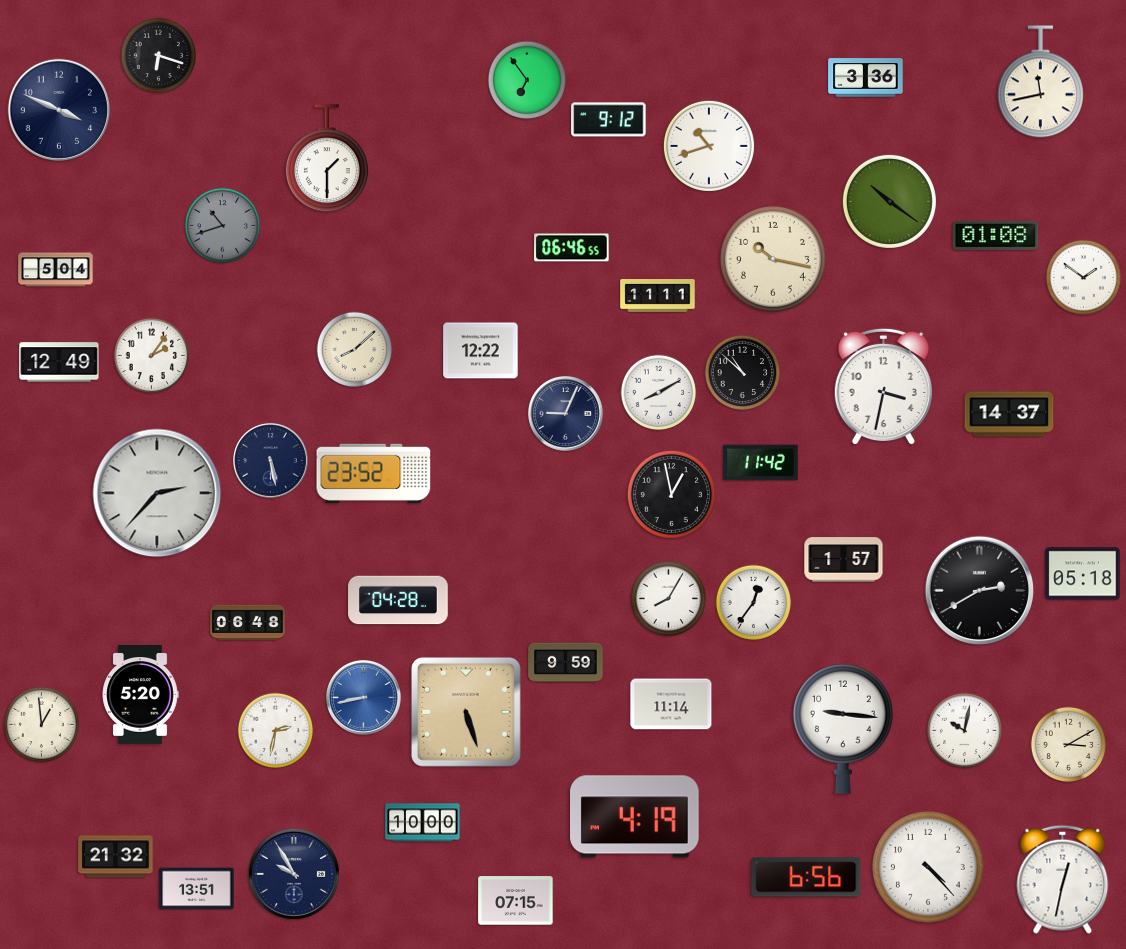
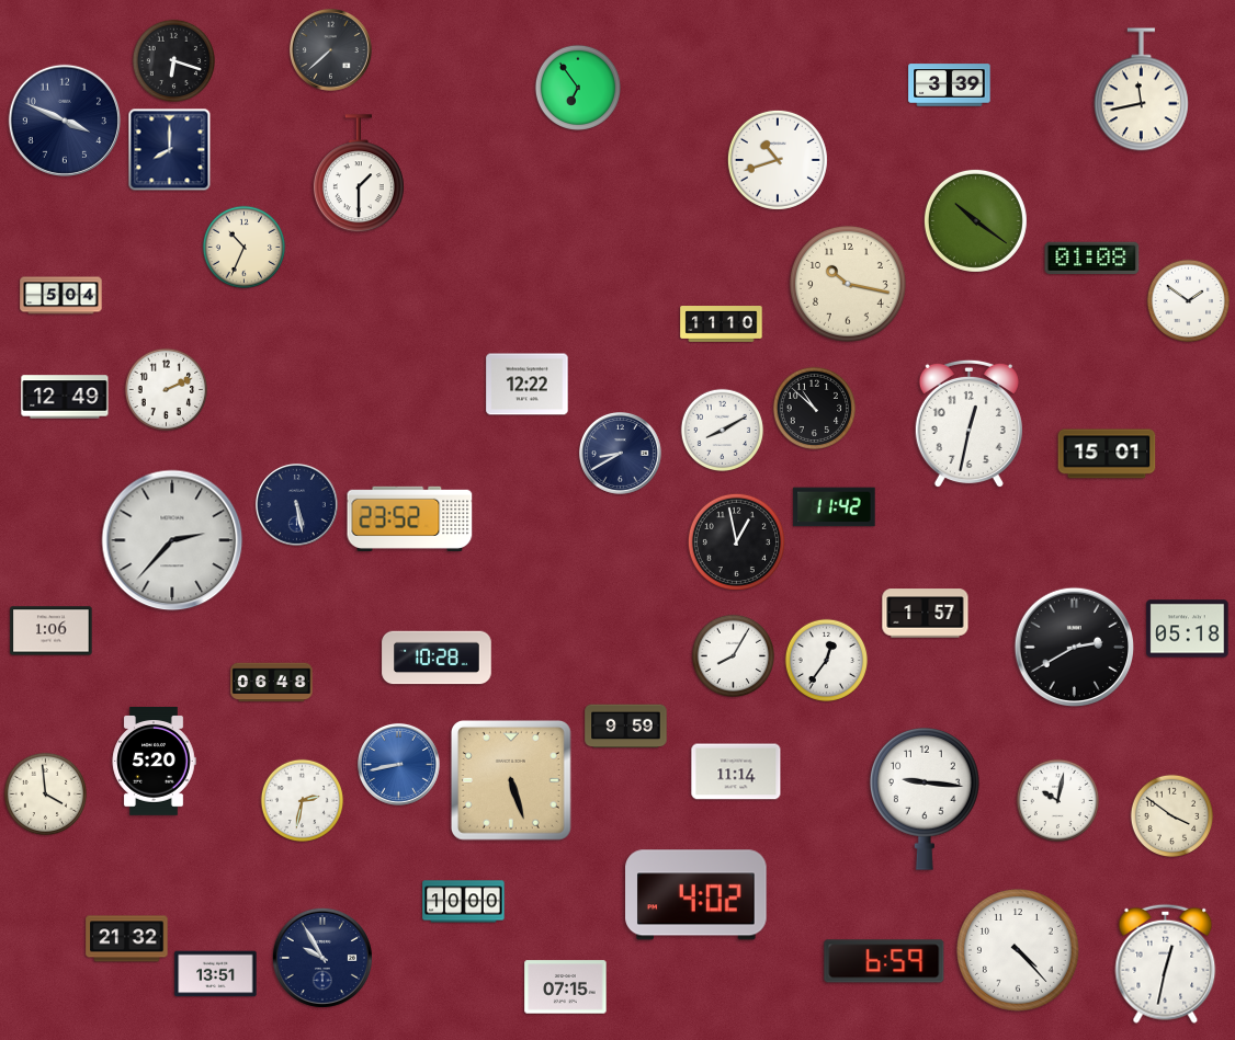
clock at (330, 49): none -> 7:38
clock at (866, 78): 3:36 -> 3:39
clock at (609, 120): 9:12 -> none
clock at (170, 150): none -> 8:00
clock at (223, 226): 10:42 -> 10:34
clock at (223, 226) dial: grey -> cream
clock at (572, 248): 06:46 -> none
clock at (1084, 278) position: (1084, 278) -> (1189, 301)
clock at (658, 296): 11:11 -> 11:10
clock at (355, 350): 8:08 -> none
clock at (152, 356): 2:06 -> 2:11
clock at (883, 387): 3:32 -> 12:32
clock at (565, 413): 9:04 -> 8:40
clock at (1009, 414): 14:37 -> 15:01
clock at (52, 631): none -> 1:06
clock at (398, 600): 04:28 -> 10:28
clock at (566, 663) position: (566, 663) -> (626, 727)
clock at (42, 725): 12:59 -> 3:59
clock at (1069, 745): 3:10 -> 3:51
clock at (635, 817): 4:19 -> 4:02
clock at (806, 877): 6:56 -> 6:59
